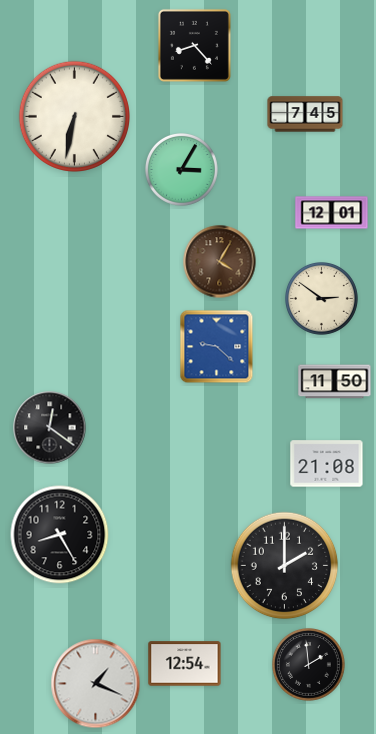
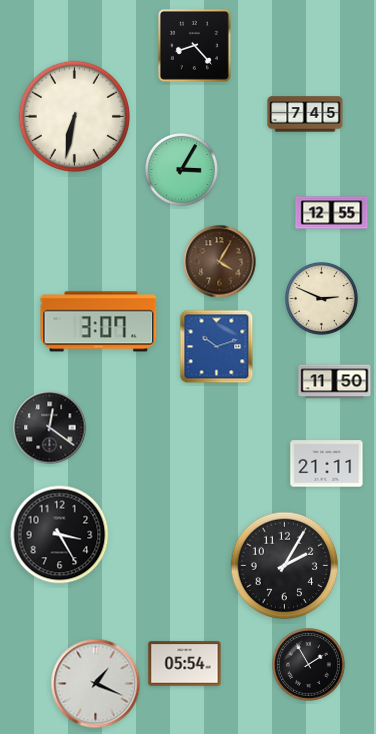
clock at (332, 213): 12:01 -> 12:55
clock at (322, 299): 2:51 -> 2:49
clock at (99, 322): none -> 3:07
clock at (217, 347): 9:22 -> 10:12
clock at (327, 464): 21:08 -> 21:11
clock at (60, 535): 8:25 -> 3:25
clock at (285, 566): 2:00 -> 2:05
clock at (185, 664): 12:54 -> 05:54
clock at (309, 665): 1:59 -> 1:55
